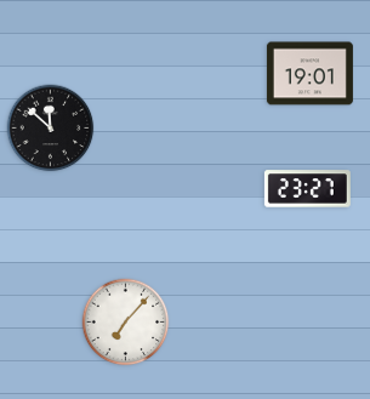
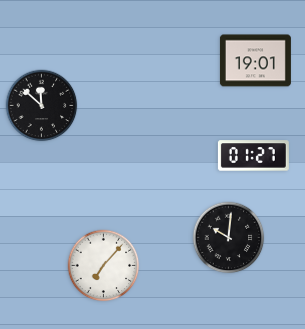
clock at (307, 189): 23:27 -> 01:27
clock at (229, 238): none -> 10:01
